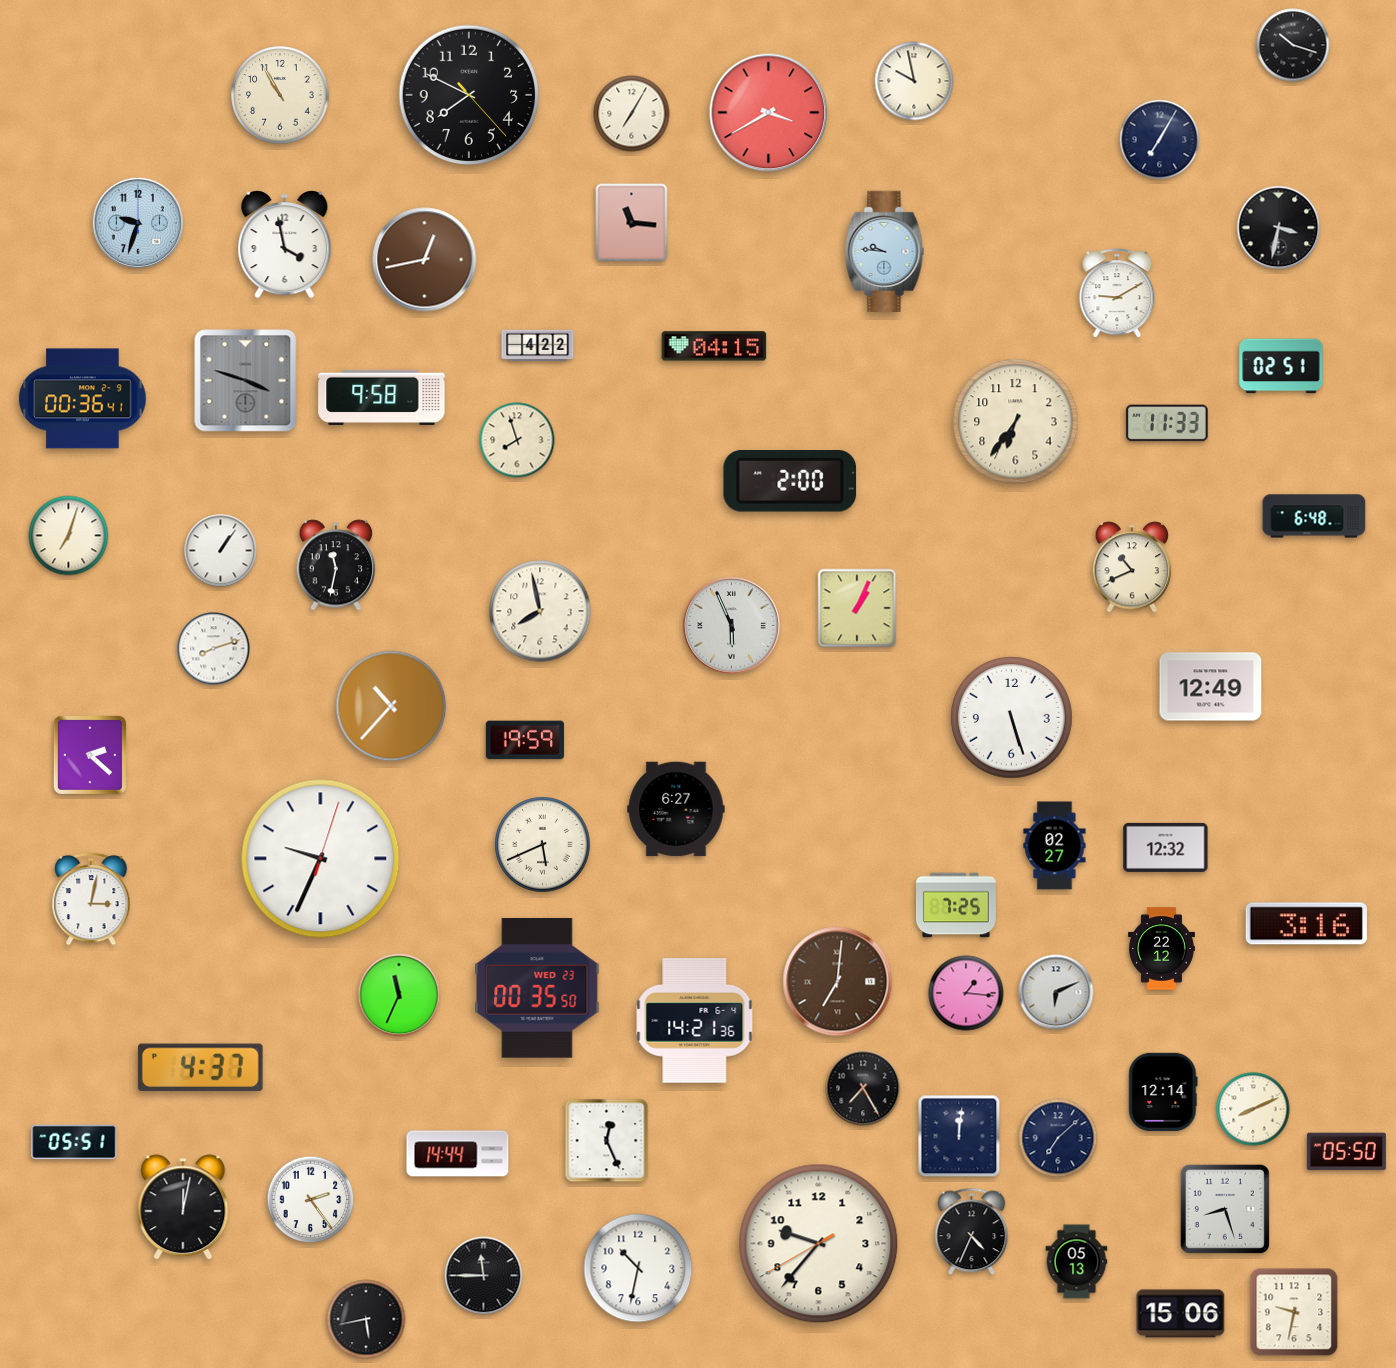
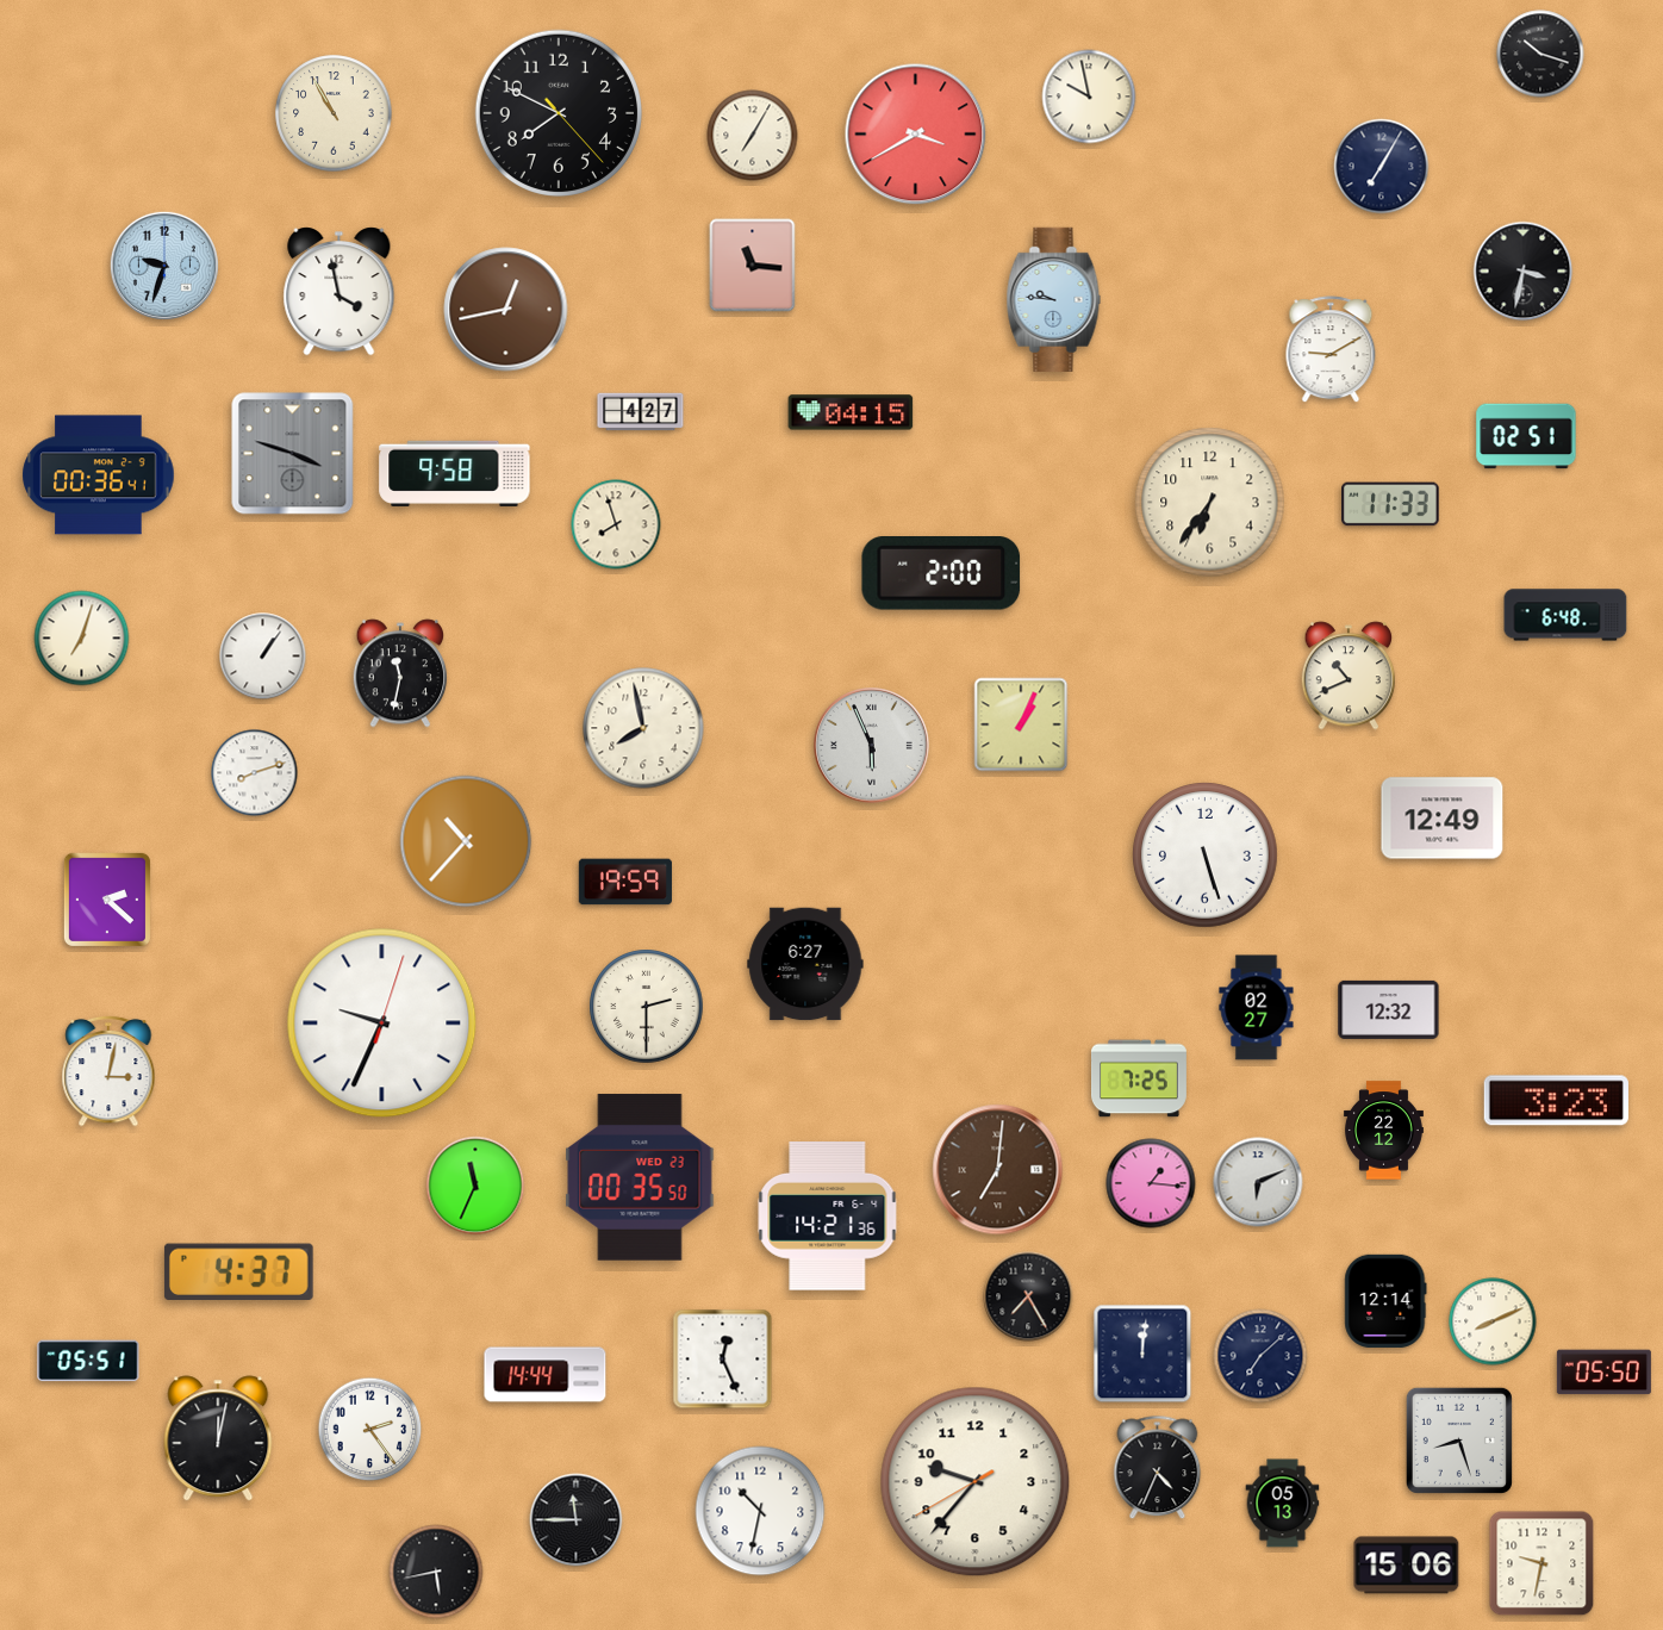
clock at (538, 346): 4:22 -> 4:27
clock at (543, 845): 5:41 -> 2:30
clock at (1306, 924): 3:16 -> 3:23
